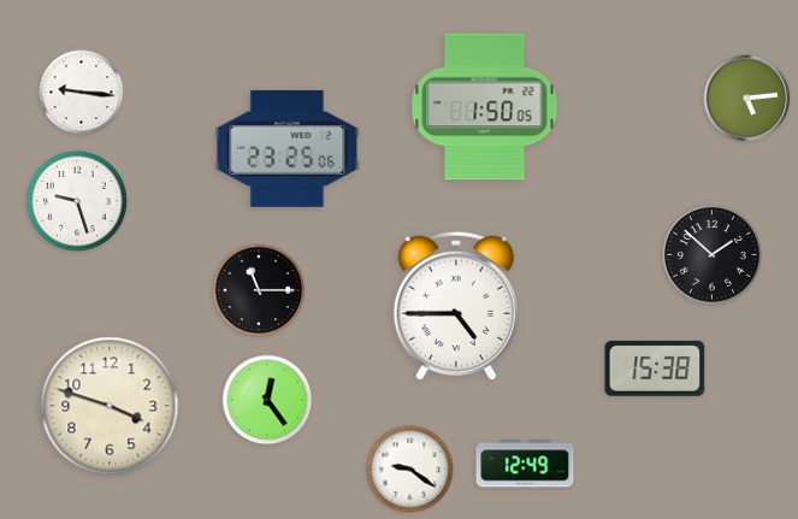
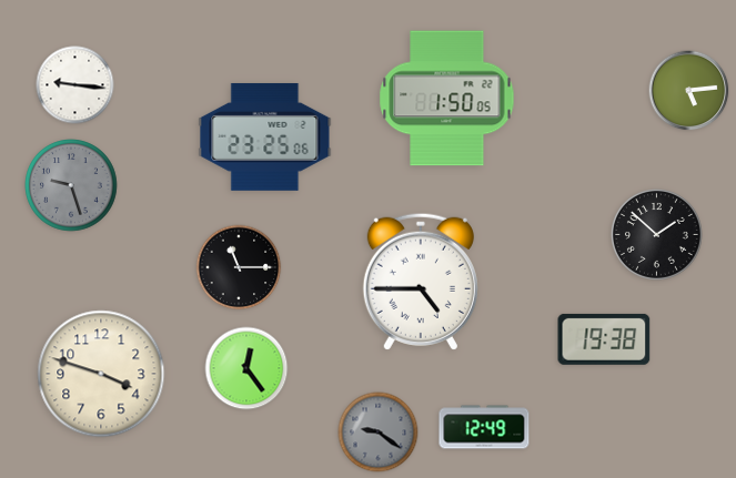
clock at (78, 202) dial: white -> grey
clock at (655, 368): 15:38 -> 19:38
clock at (410, 470) dial: white -> grey
